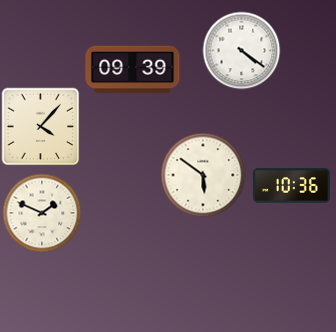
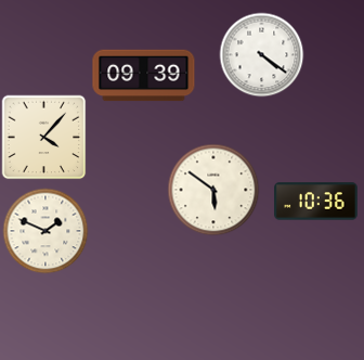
clock at (203, 175) position: (203, 175) -> (213, 190)
